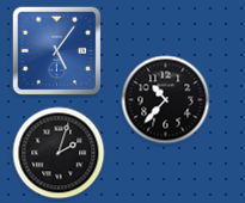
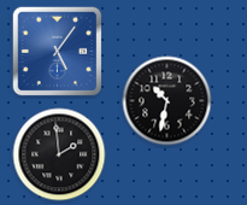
clock at (166, 100): 10:37 -> 10:32
clock at (59, 153): 2:03 -> 1:59
